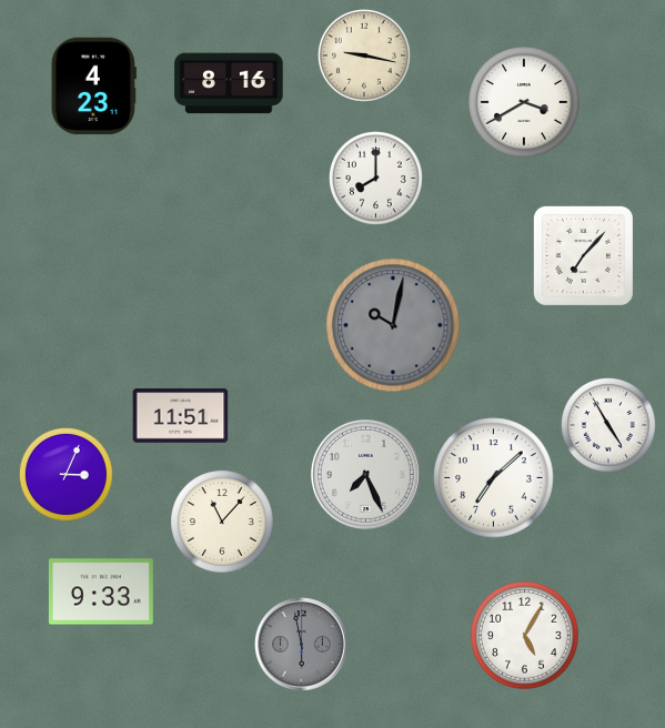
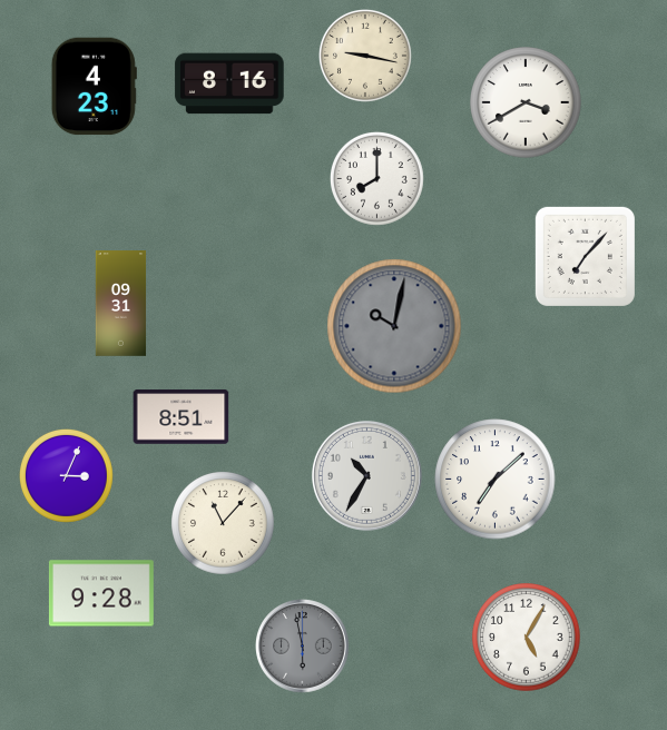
clock at (121, 304): none -> 09:31
clock at (181, 416): 11:51 -> 8:51
clock at (609, 426): 4:55 -> none
clock at (365, 474): 7:26 -> 10:35
clock at (101, 591): 9:33 -> 9:28
